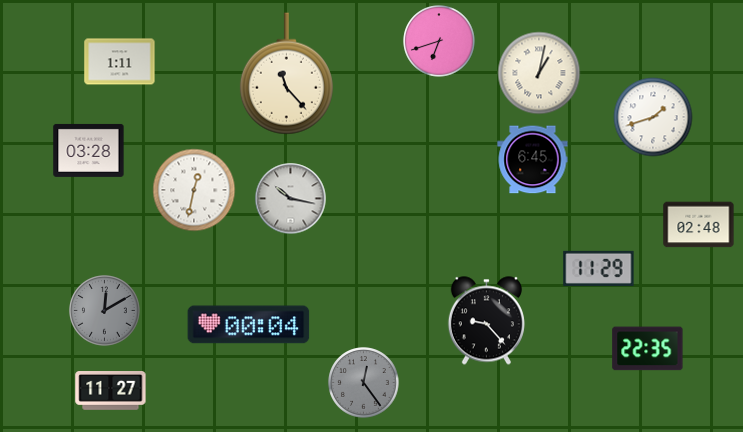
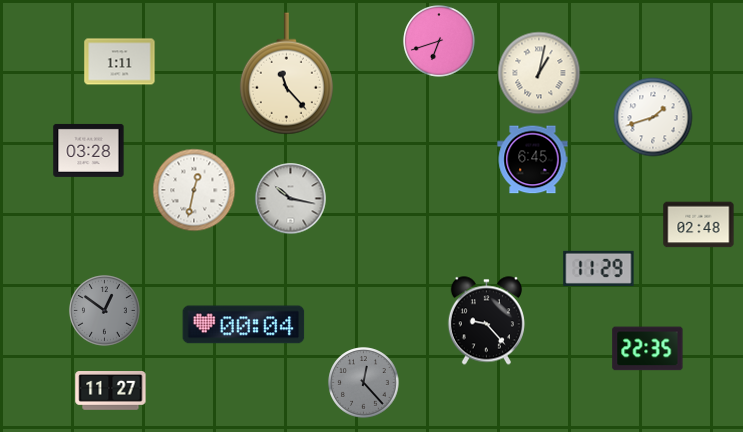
clock at (105, 311): 12:10 -> 12:51
clock at (249, 325) position: (249, 325) -> (244, 325)
clock at (364, 383): 12:24 -> 12:23
